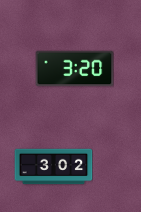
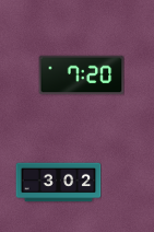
clock at (74, 69): 3:20 -> 7:20
